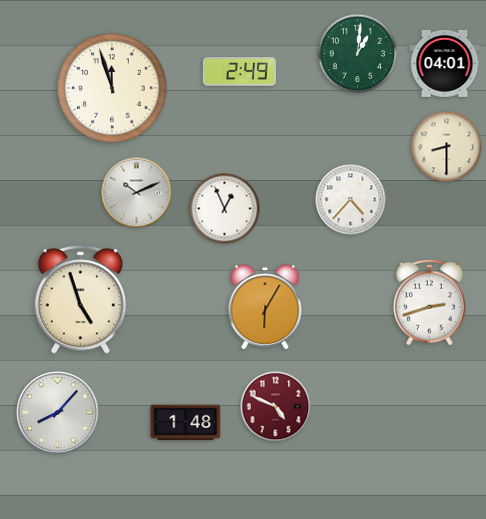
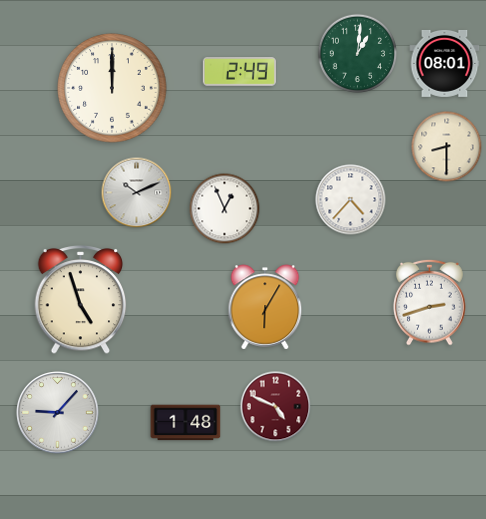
clock at (445, 63): 04:01 -> 08:01
clock at (112, 88): 11:57 -> 12:00
clock at (58, 413): 8:07 -> 9:07
